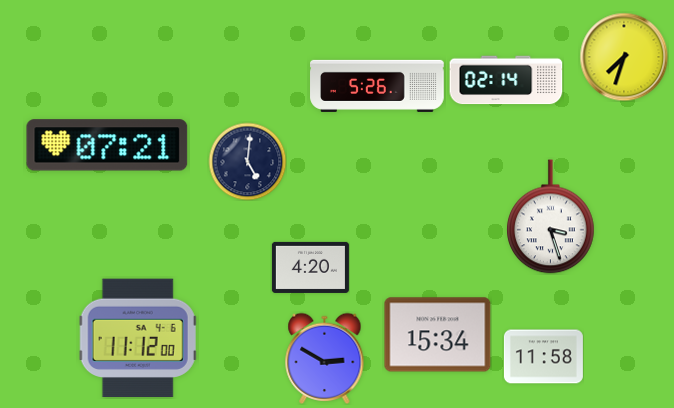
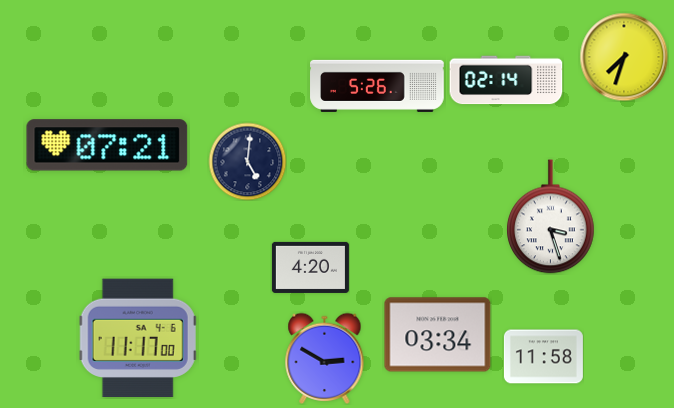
clock at (438, 335): 15:34 -> 03:34
clock at (138, 338): 11:12 -> 11:17
